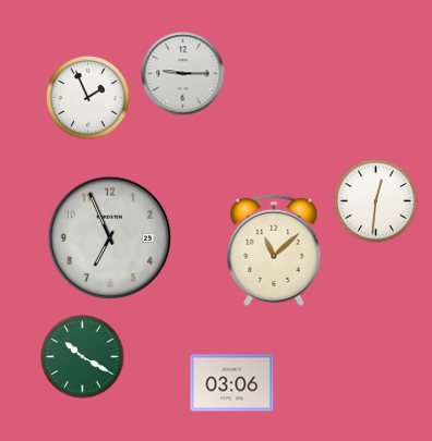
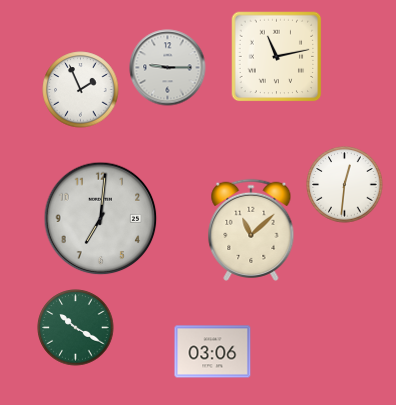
clock at (277, 57): none -> 11:13
clock at (110, 238): 6:56 -> 7:01
